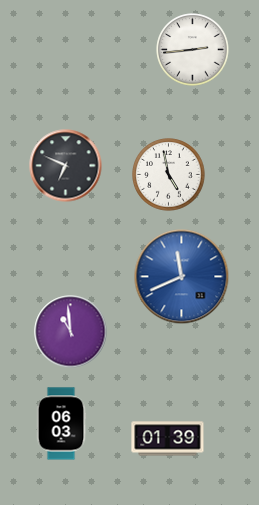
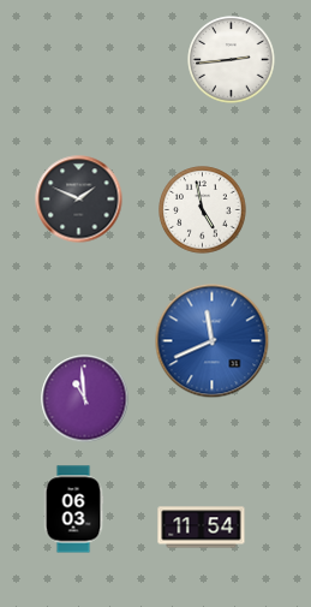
clock at (66, 166): 6:49 -> 1:49
clock at (182, 277) position: (182, 277) -> (213, 341)
clock at (168, 439): 01:39 -> 11:54
